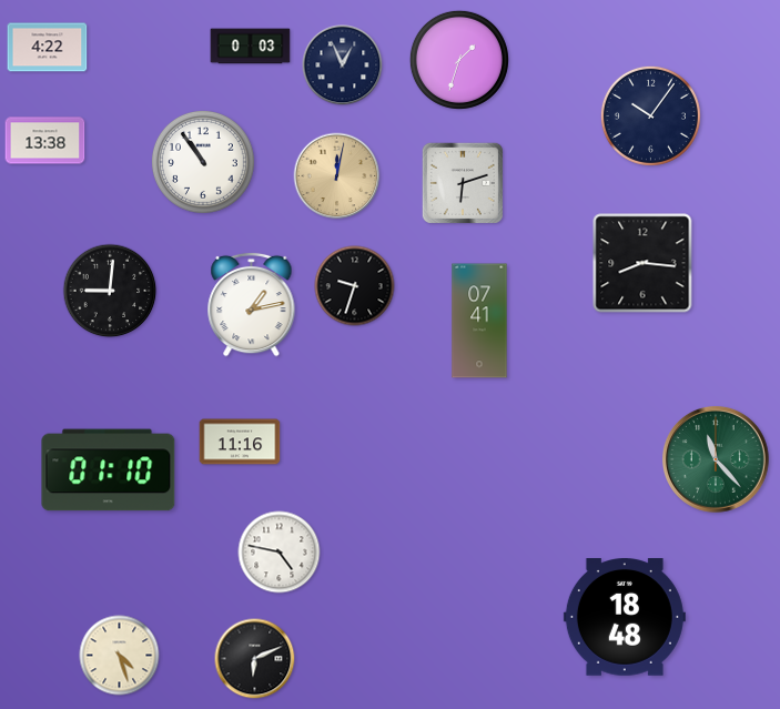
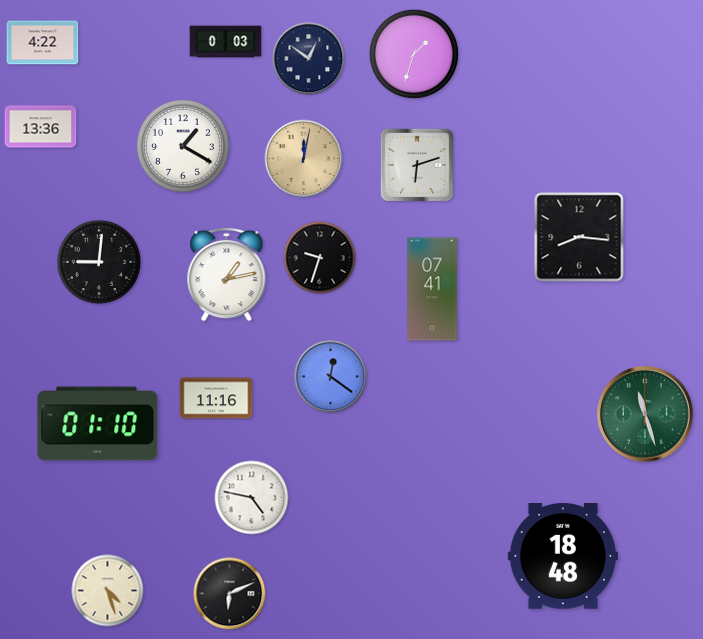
clock at (343, 65): 12:56 -> 12:51
clock at (650, 115): 10:06 -> none
clock at (45, 141): 13:38 -> 13:36
clock at (203, 162): 10:54 -> 1:20
clock at (331, 377): none -> 12:21
clock at (717, 460): 11:23 -> 11:27
